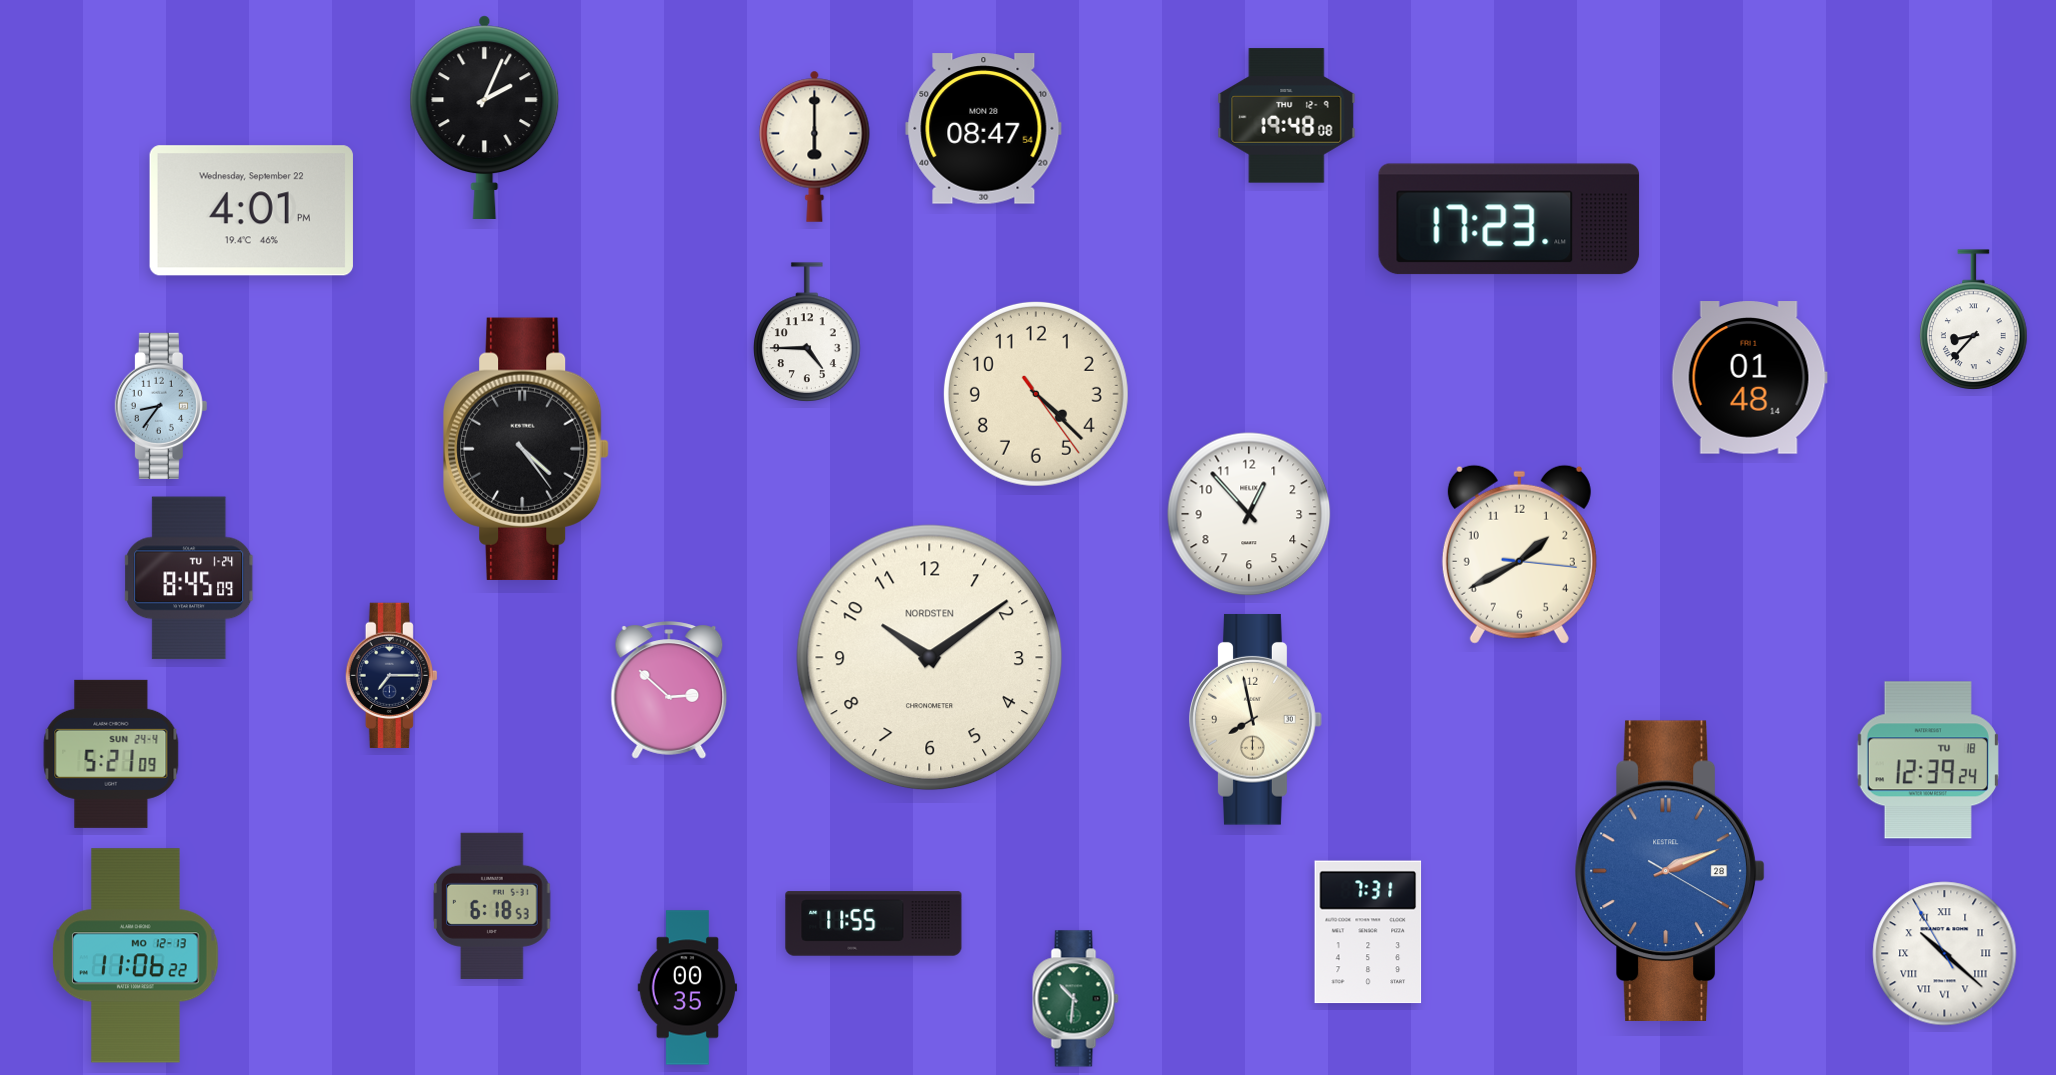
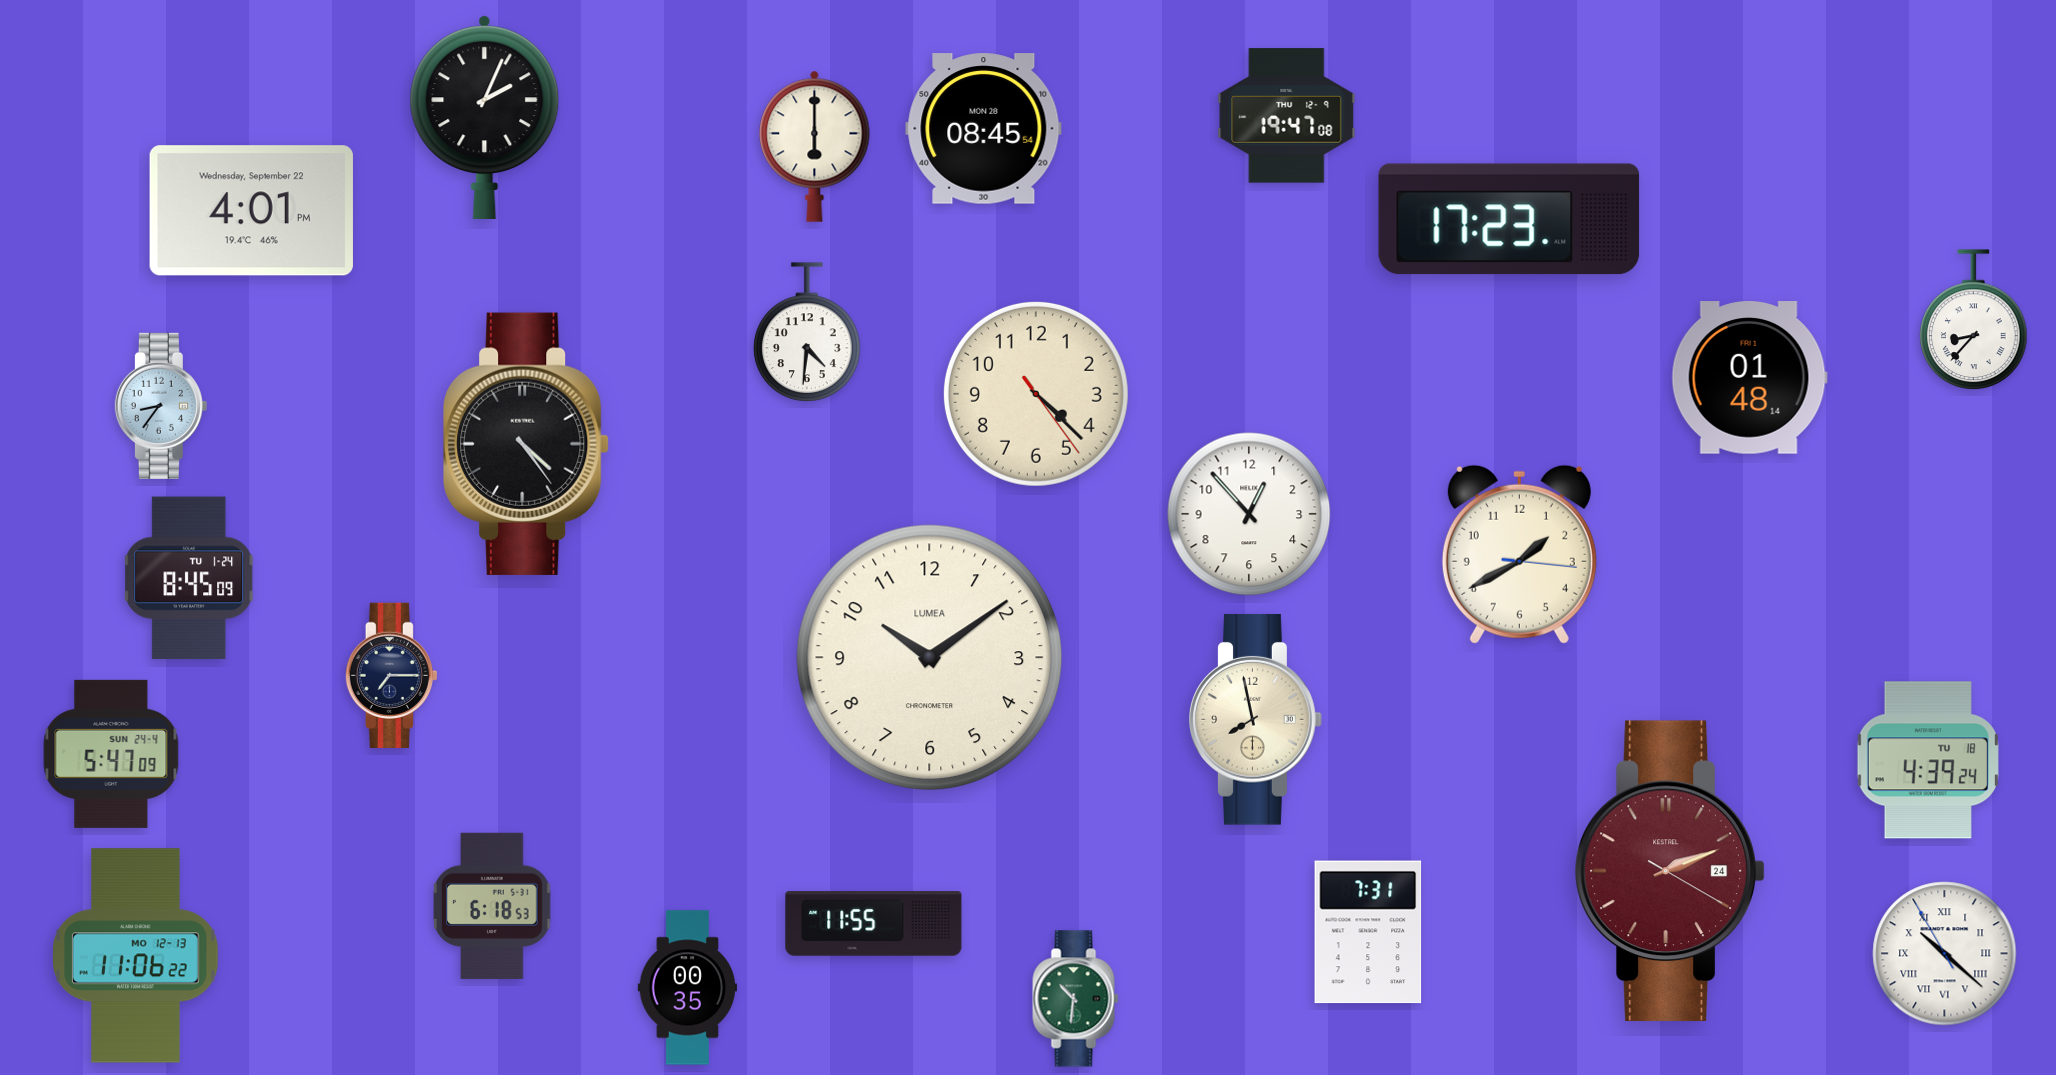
clock at (1287, 116): 19:48 -> 19:47
clock at (984, 129): 08:47 -> 08:45
clock at (807, 332): 4:45 -> 4:31
clock at (526, 449) position: (526, 449) -> (526, 444)
clock at (930, 658) brand: NORDSTEN -> LUMEA
clock at (669, 690): 2:52 -> none
clock at (111, 754): 5:21 -> 5:47
clock at (1928, 760): 12:39 -> 4:39
clock at (1670, 871) date: 28 -> 24
clock at (1670, 871) dial: blue -> burgundy
